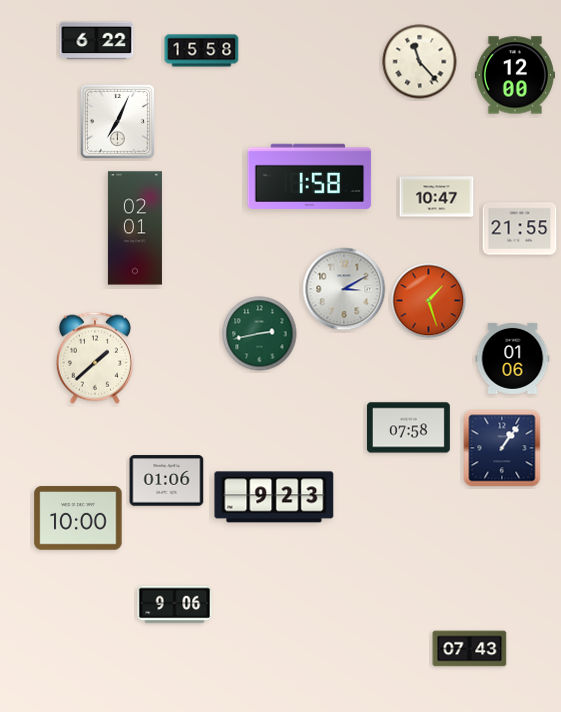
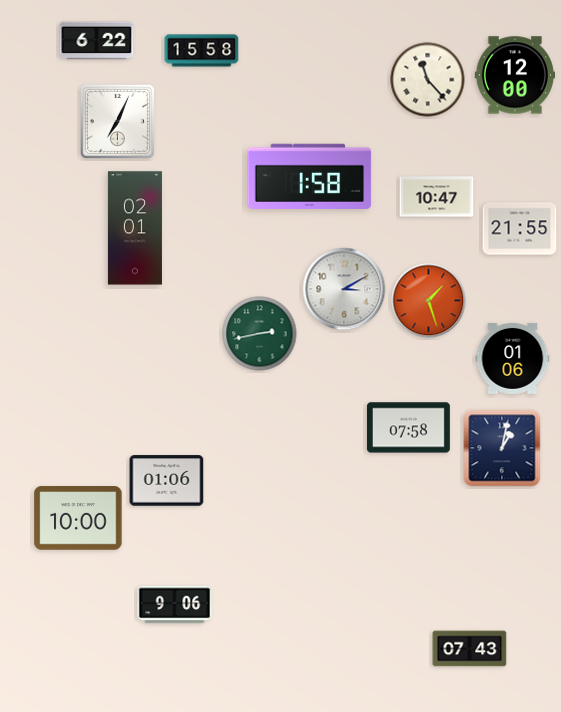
clock at (420, 62) position: (420, 62) -> (428, 80)
clock at (95, 358): 1:38 -> none
clock at (502, 448): 1:06 -> 1:02
clock at (274, 497): 9:23 -> none
